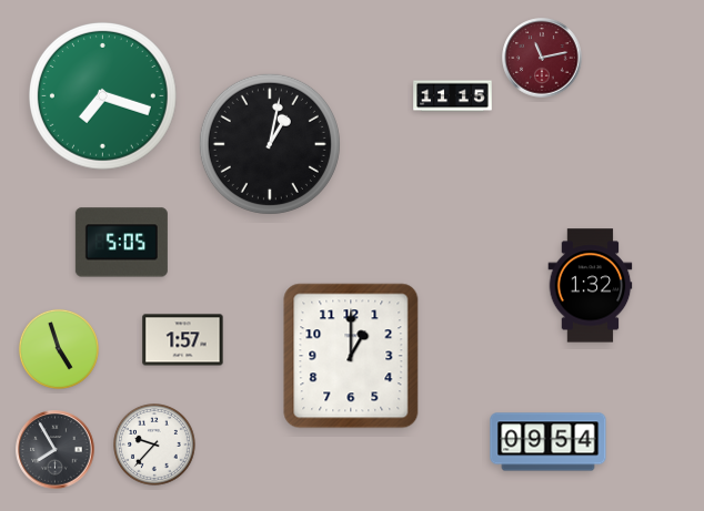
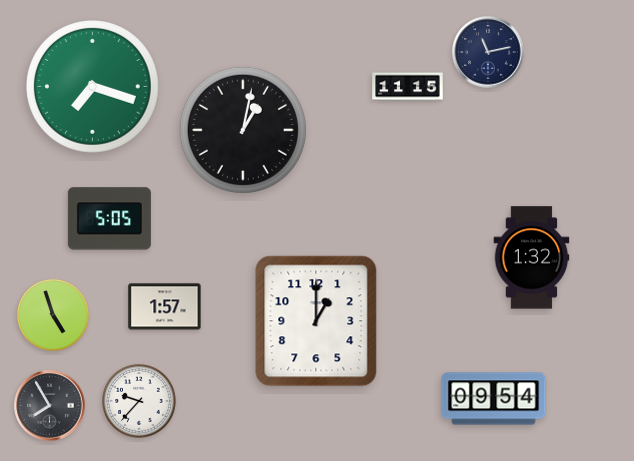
clock at (542, 58) dial: burgundy -> navy
